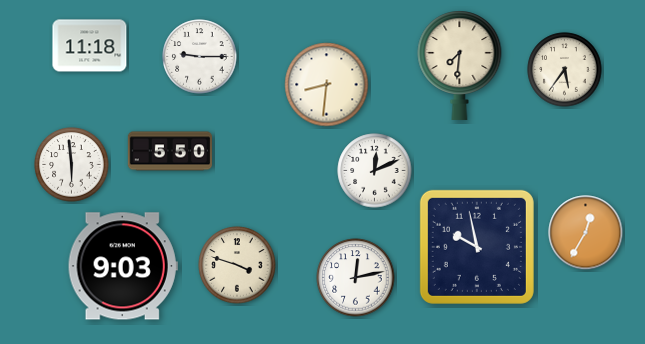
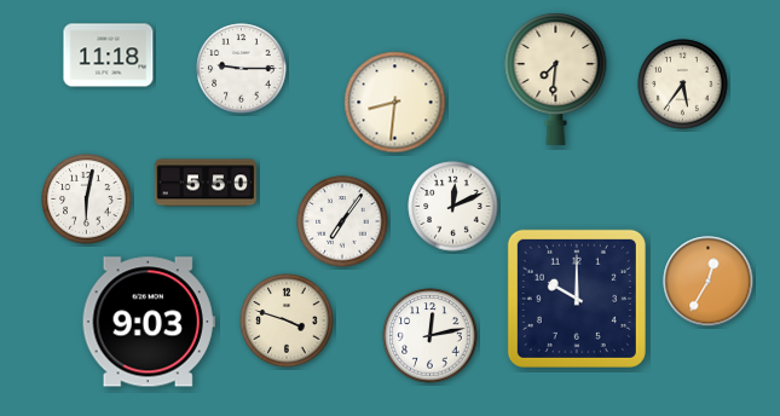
clock at (72, 165): 5:59 -> 6:02
clock at (342, 221): none -> 7:06
clock at (477, 247): 9:58 -> 10:00
